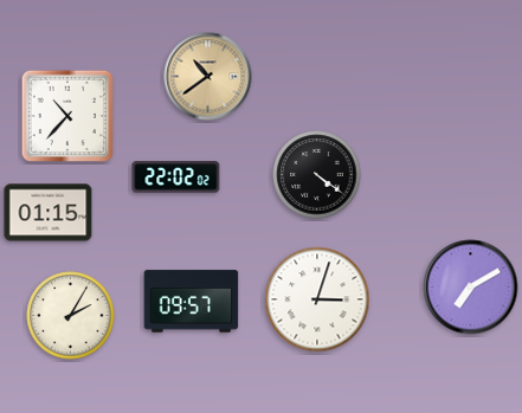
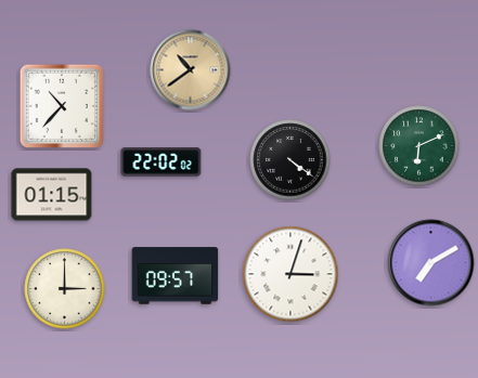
clock at (419, 146): none -> 6:11
clock at (49, 213) position: (49, 213) -> (52, 195)
clock at (71, 316): 2:05 -> 3:00
